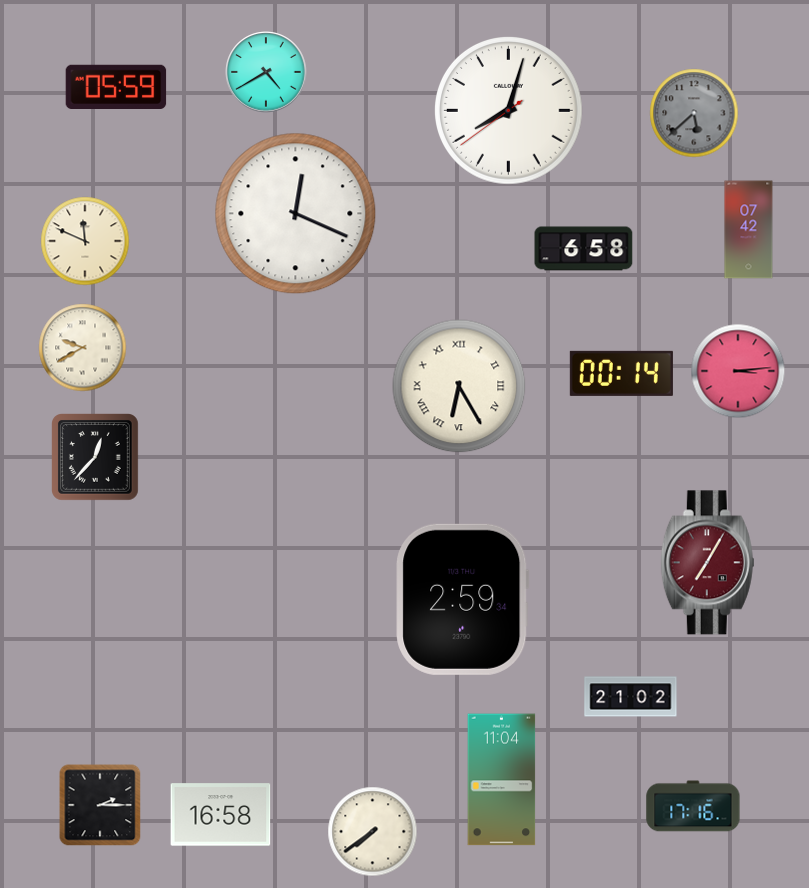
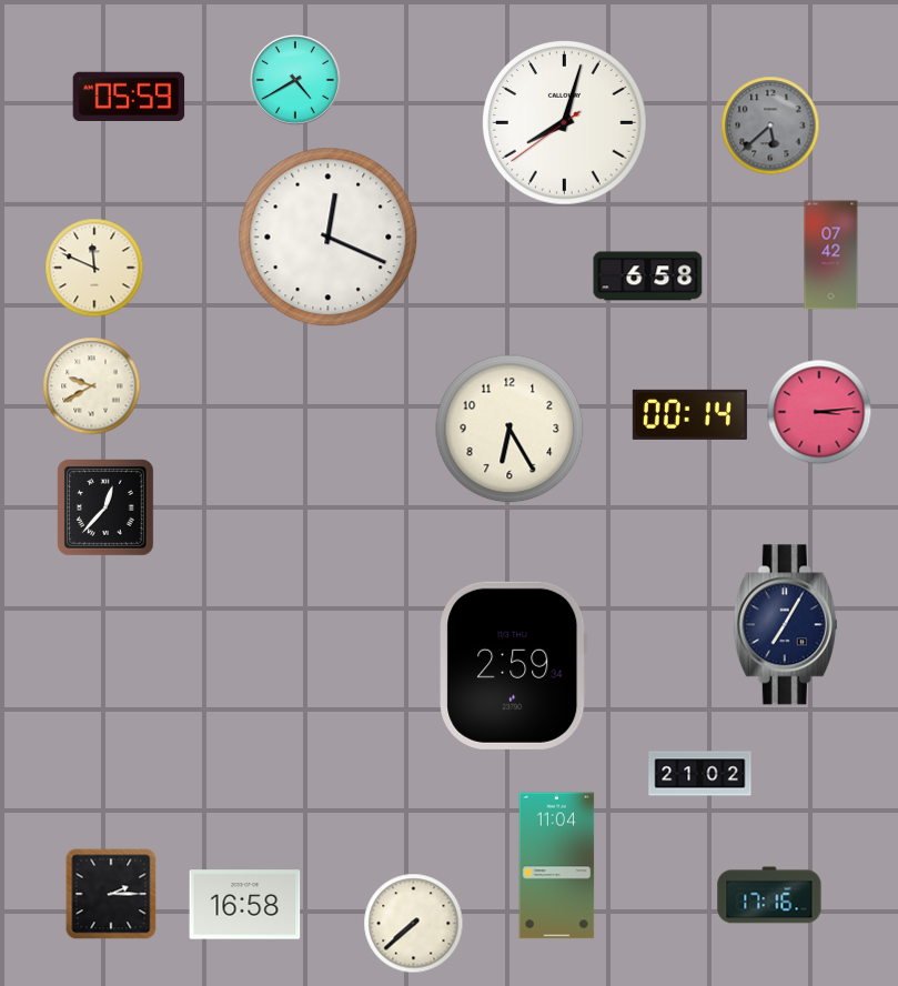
clock at (459, 386) numerals: Roman -> Arabic
clock at (707, 563) dial: burgundy -> navy
clock at (373, 832): 7:39 -> 7:38
